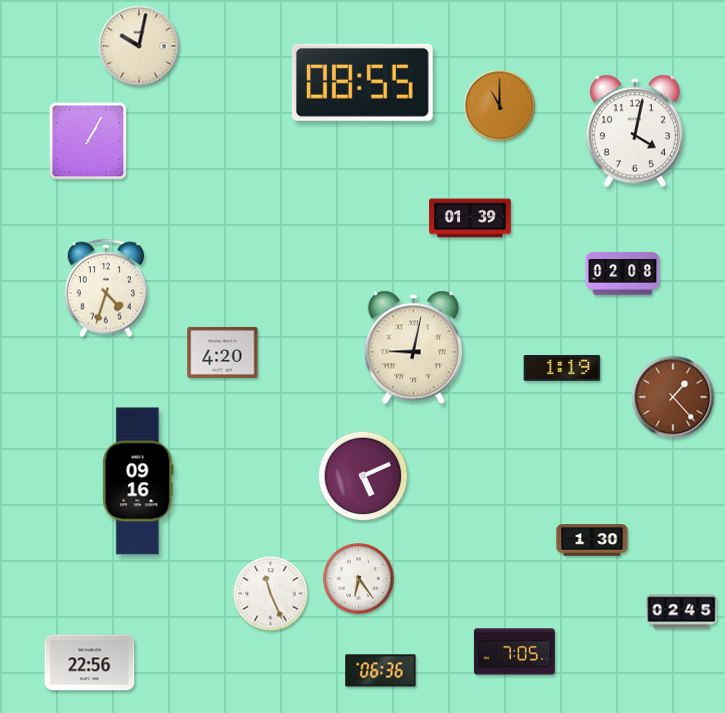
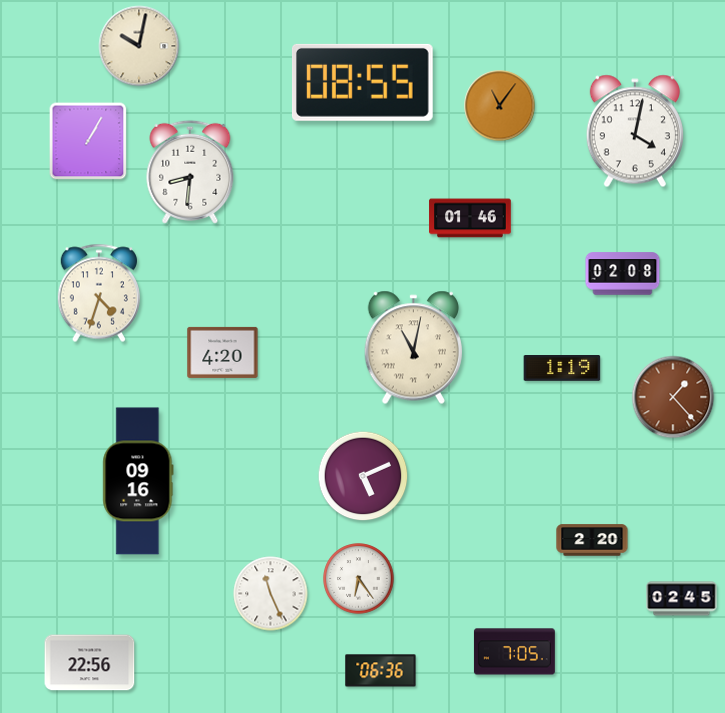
clock at (500, 106): 11:00 -> 11:06
clock at (190, 172): none -> 8:31
clock at (470, 218): 01:39 -> 01:46
clock at (105, 288) position: (105, 288) -> (98, 293)
clock at (413, 348): 9:02 -> 11:02
clock at (592, 540): 1:30 -> 2:20
clock at (682, 612) position: (682, 612) -> (682, 599)
